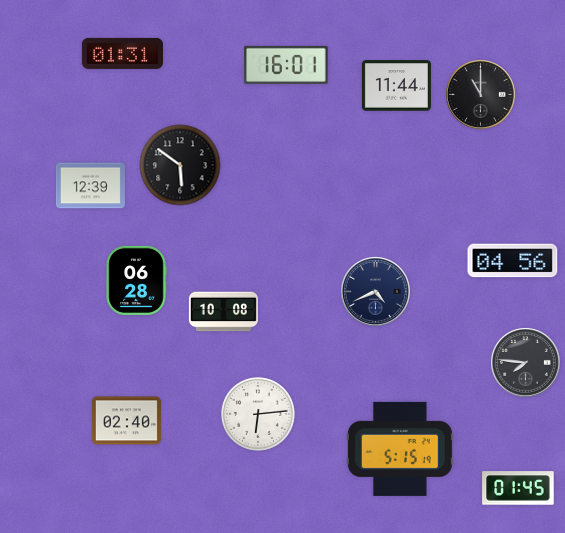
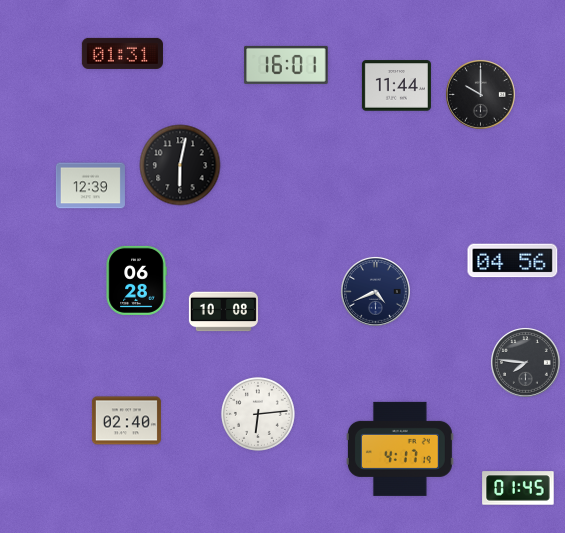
clock at (481, 95): 11:00 -> 10:00
clock at (180, 165): 5:51 -> 6:02
clock at (400, 449): 5:15 -> 4:17
